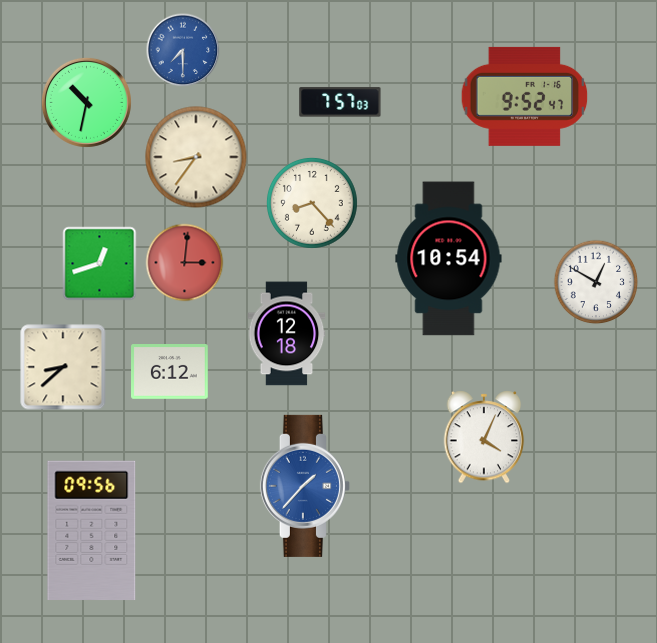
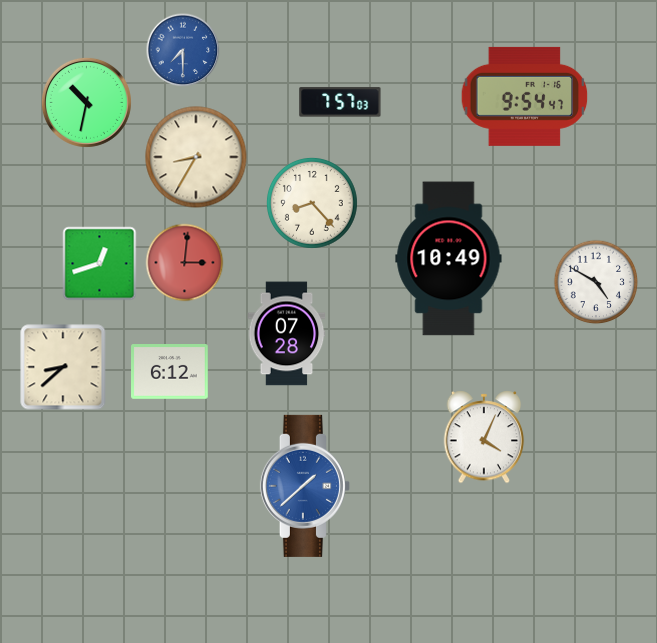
clock at (525, 96): 9:52 -> 9:54
clock at (196, 157): 8:36 -> 8:35
clock at (449, 259): 10:54 -> 10:49
clock at (596, 282): 12:50 -> 4:50
clock at (287, 334): 12:18 -> 07:28
clock at (305, 486): 1:37 -> 1:38
clock at (92, 531): 09:56 -> none
